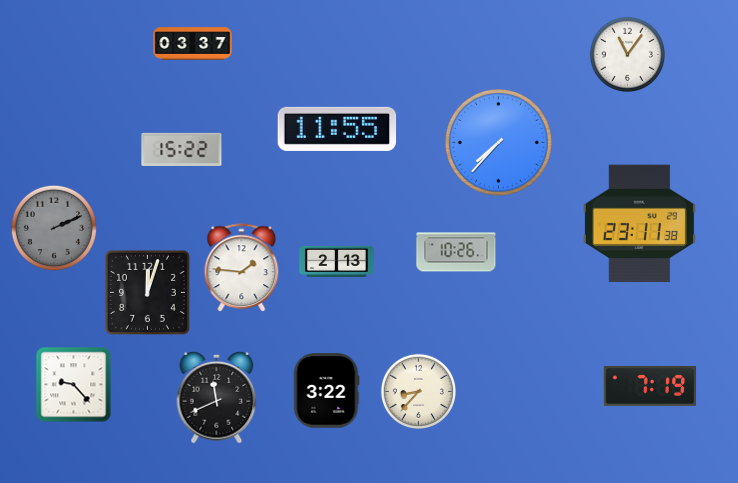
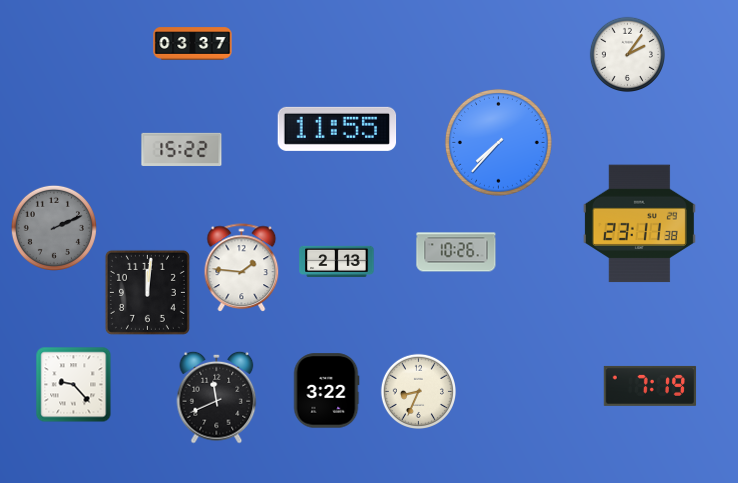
clock at (627, 54): 11:06 -> 2:06
clock at (147, 292): 12:03 -> 12:01
clock at (418, 391): 8:37 -> 8:34
